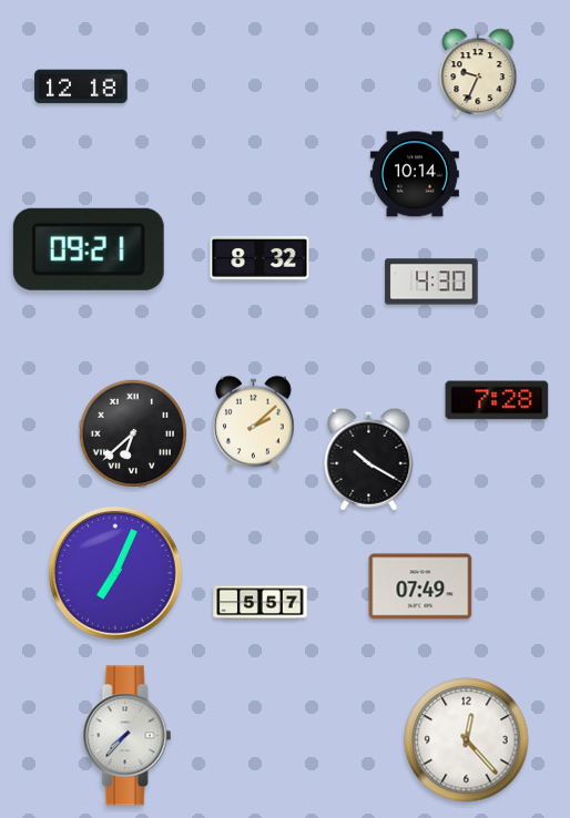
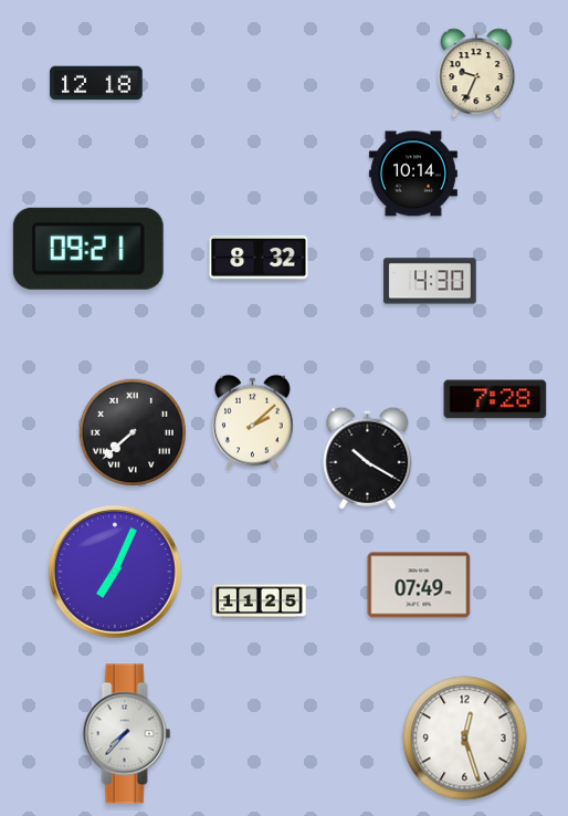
clock at (81, 86) position: (81, 86) -> (96, 83)
clock at (132, 432): 6:38 -> 7:38
clock at (261, 603): 5:57 -> 11:25
clock at (467, 740): 12:23 -> 12:27
